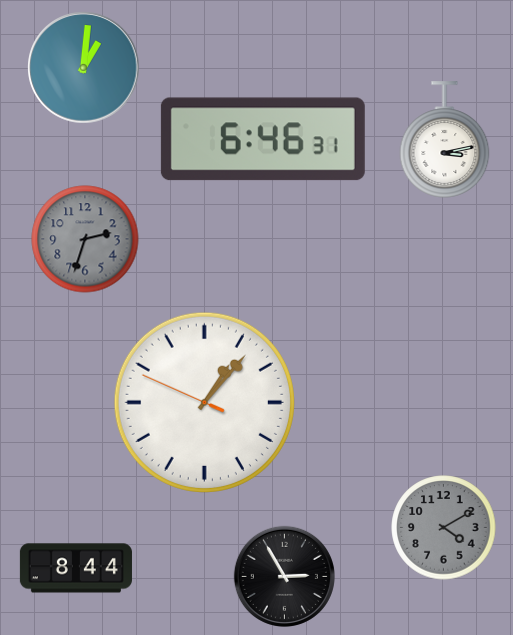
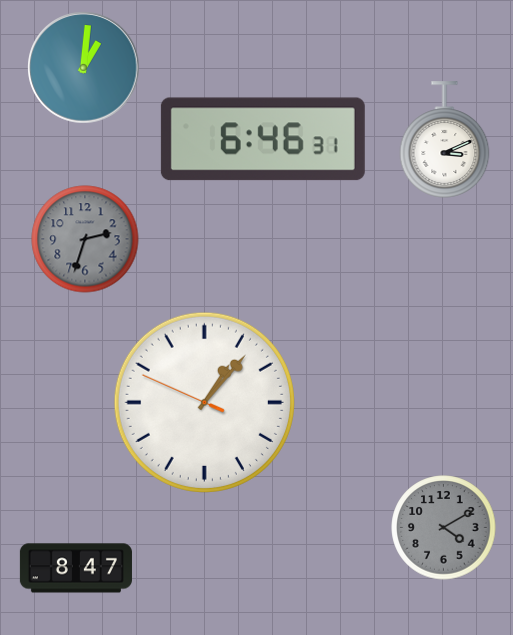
clock at (445, 140): 3:13 -> 3:11
clock at (76, 568): 8:44 -> 8:47
clock at (284, 576): 2:55 -> none
